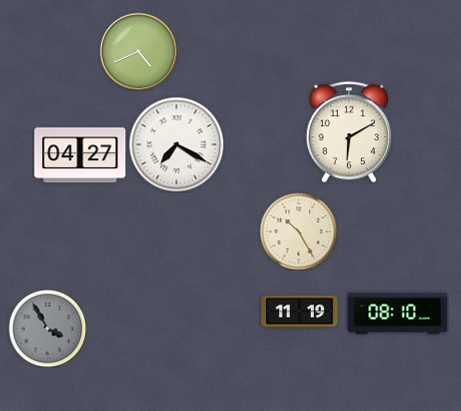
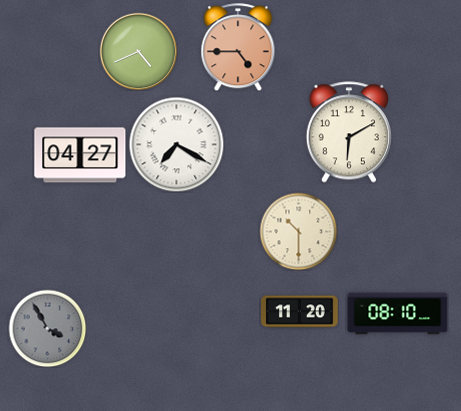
clock at (238, 47): none -> 4:45
clock at (298, 231): 10:25 -> 10:30
clock at (300, 312): 11:19 -> 11:20
